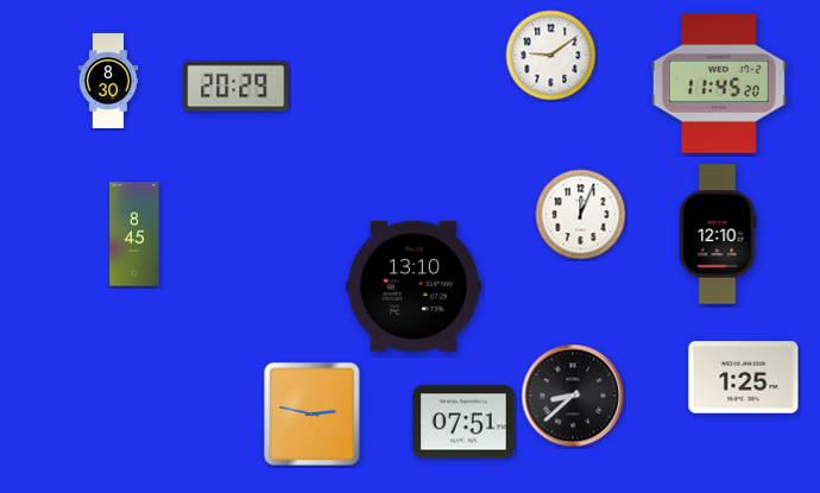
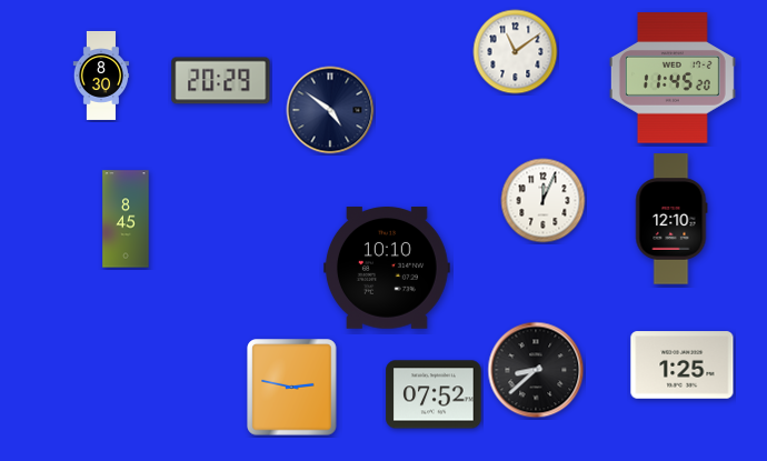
clock at (551, 56): 9:09 -> 11:09
clock at (330, 110): none -> 4:51
clock at (414, 287): 13:10 -> 10:10
clock at (744, 378) position: (744, 378) -> (683, 365)
clock at (463, 422): 07:51 -> 07:52
